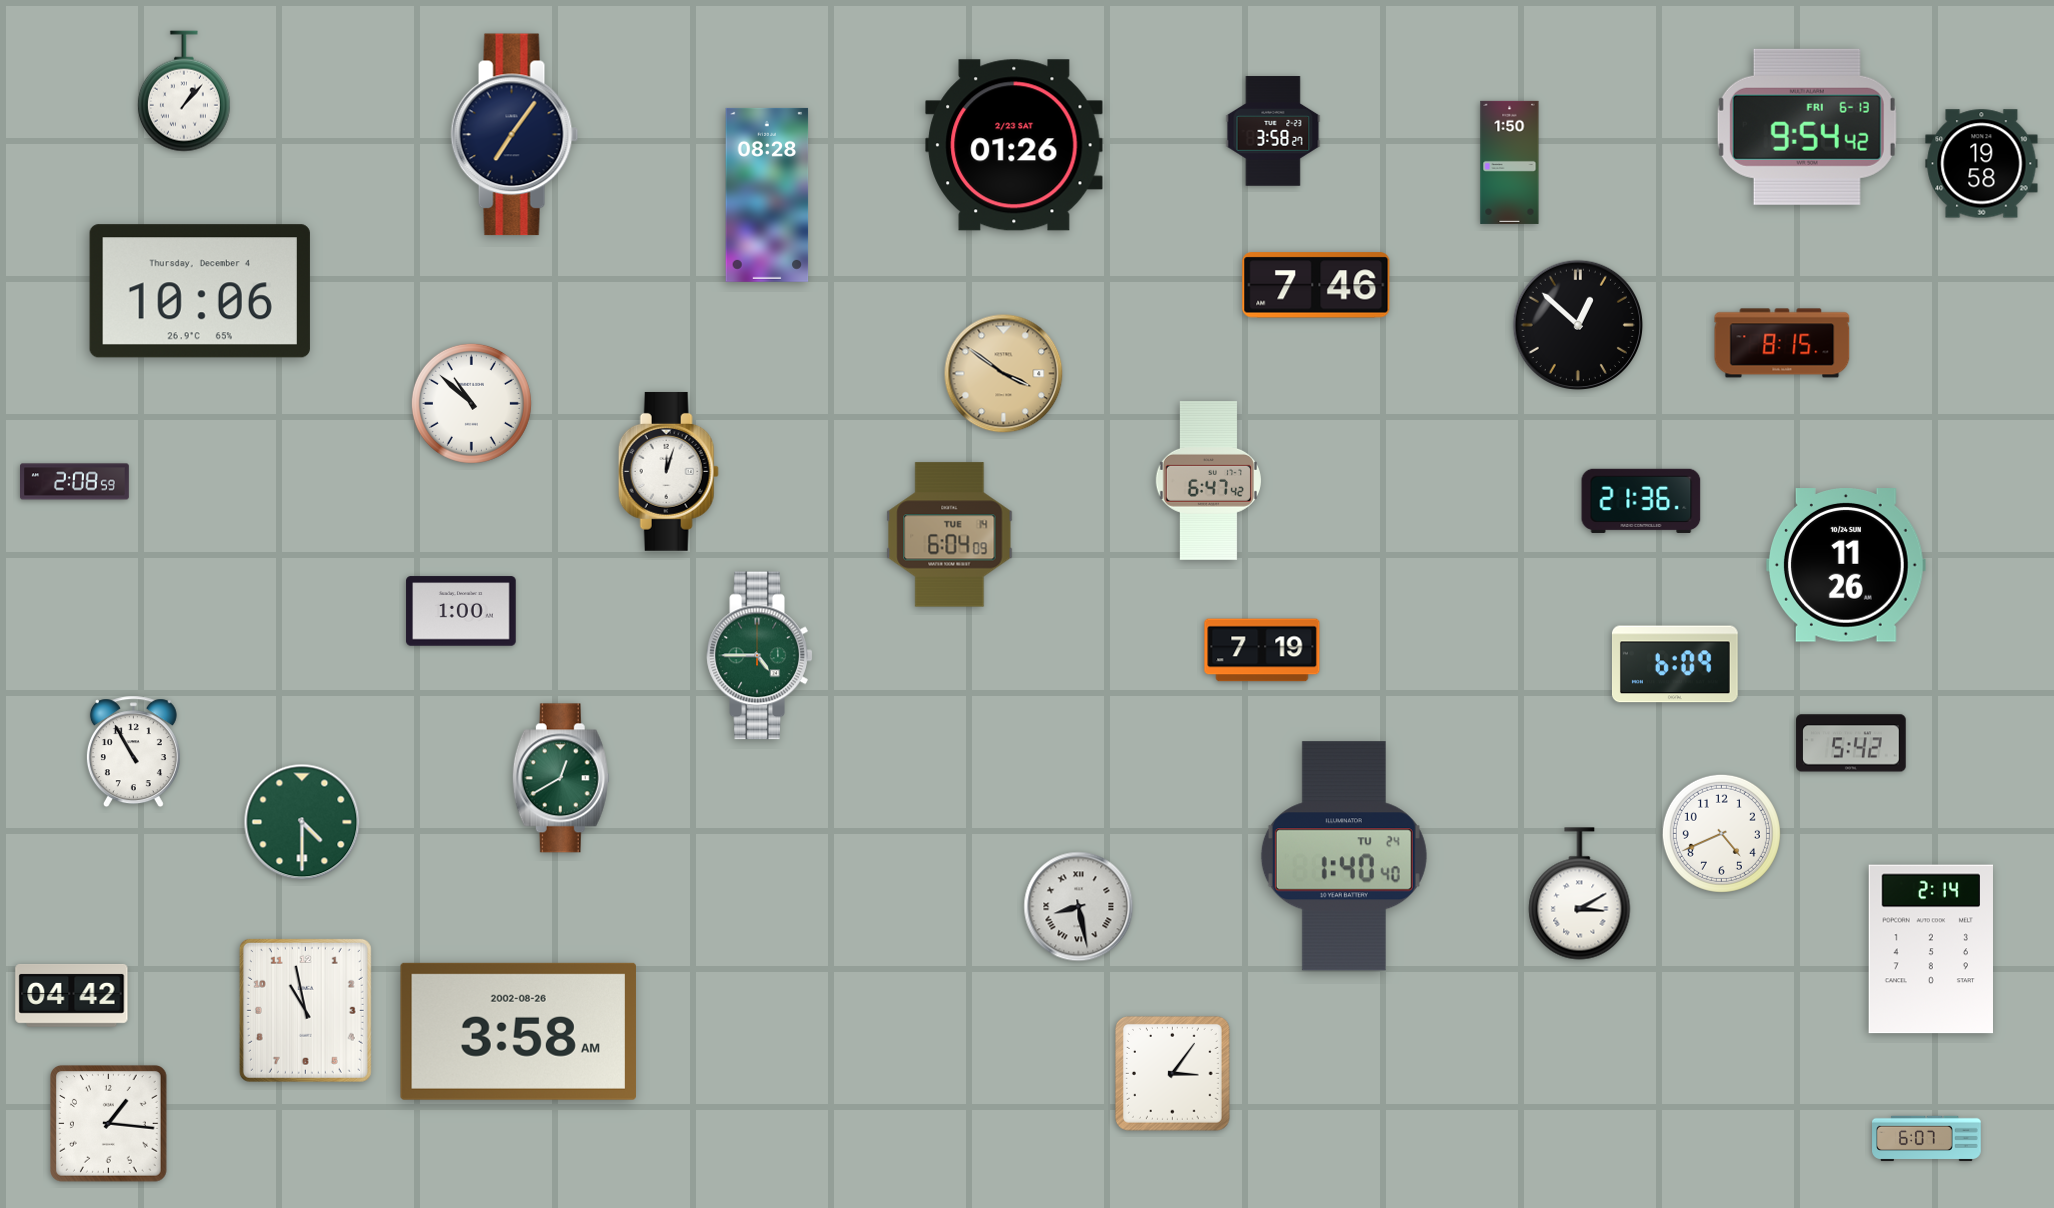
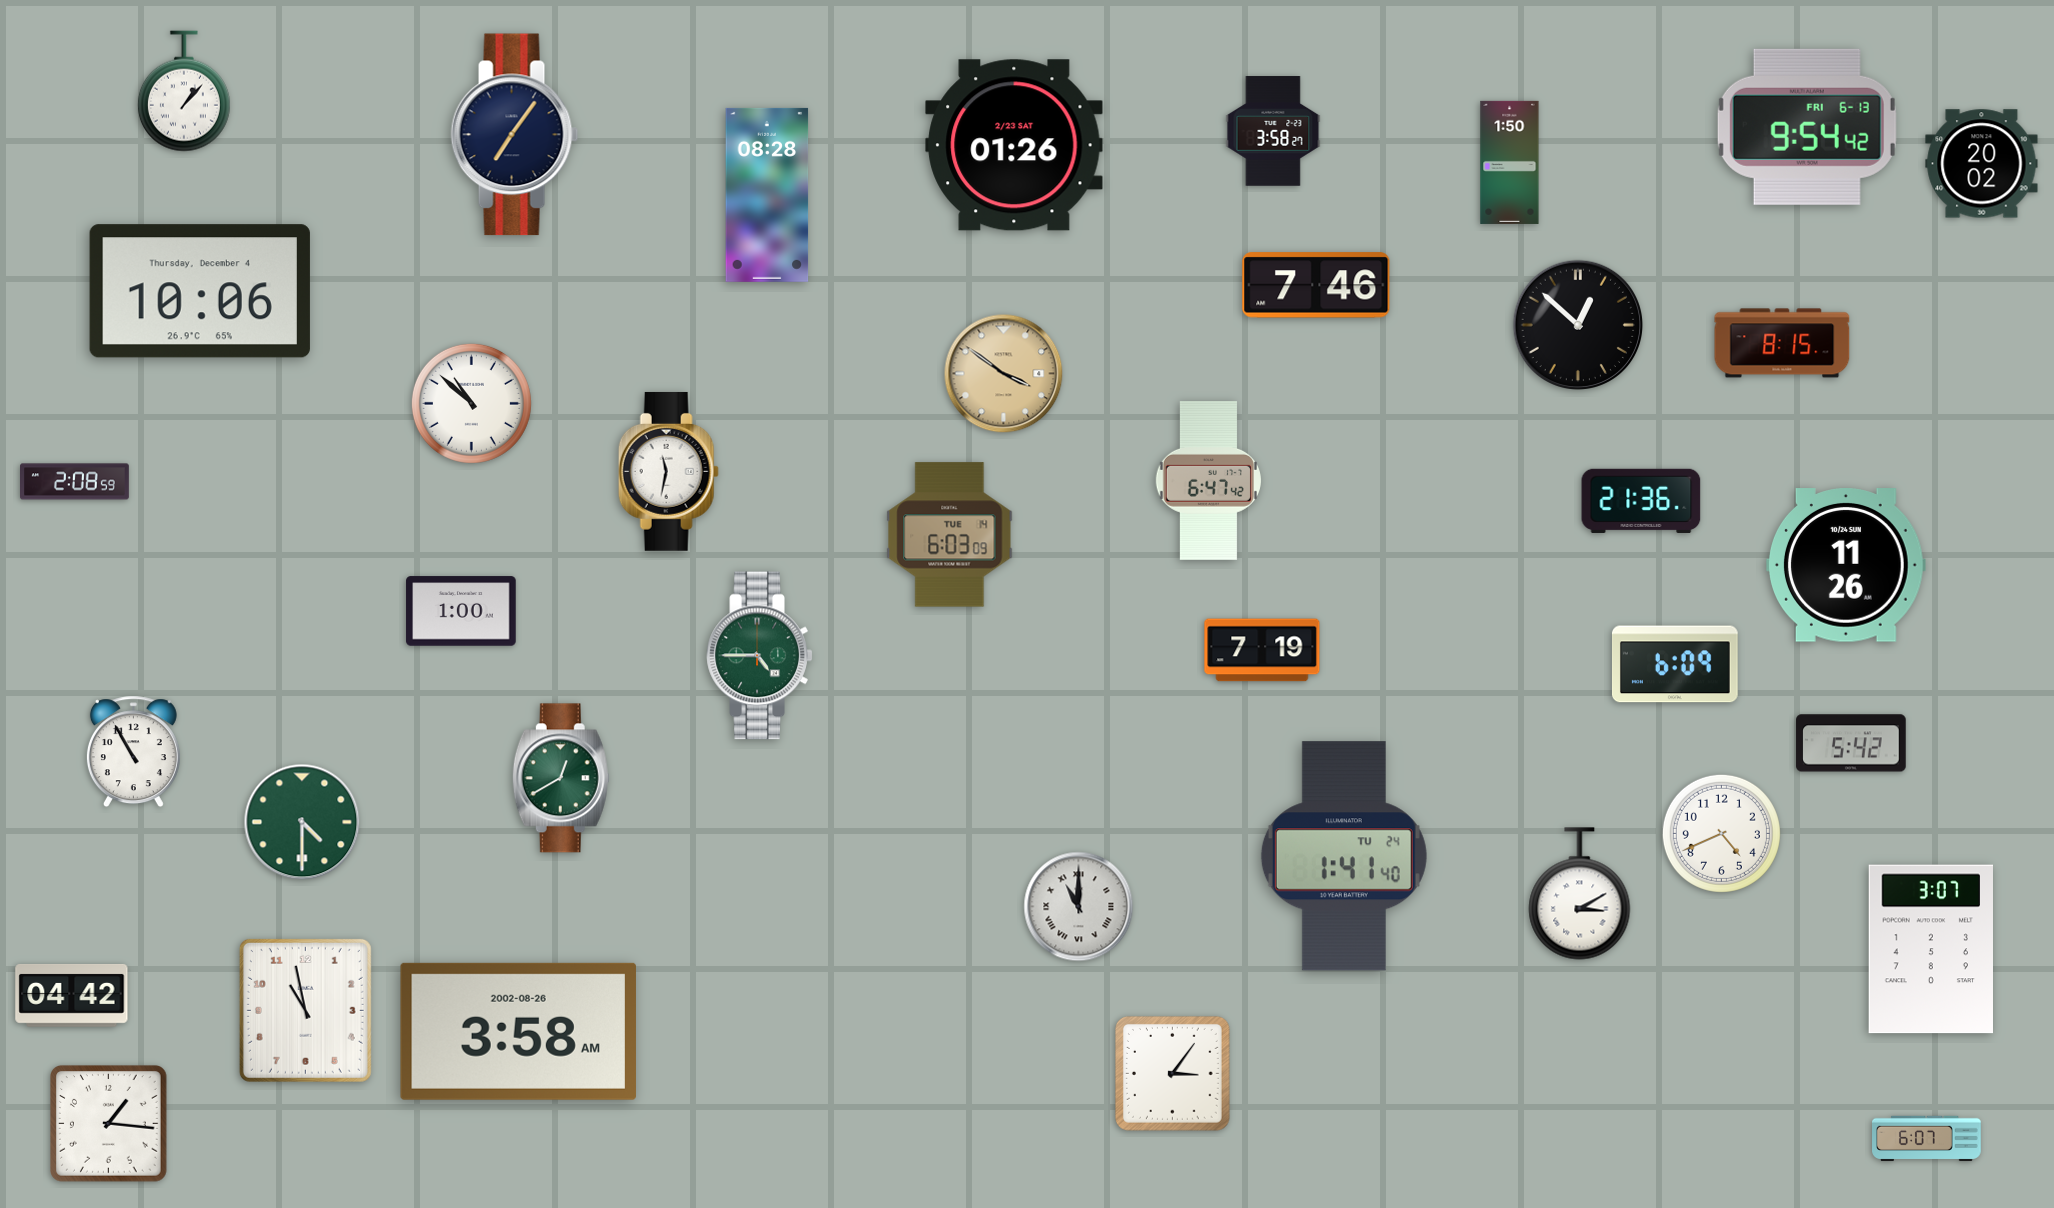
clock at (1982, 164): 19:58 -> 20:02
clock at (668, 471): 12:03 -> 11:32
clock at (950, 535): 6:04 -> 6:03
clock at (1344, 856): 1:40 -> 1:41
clock at (1079, 907): 8:28 -> 11:00
clock at (1930, 949): 2:14 -> 3:07
